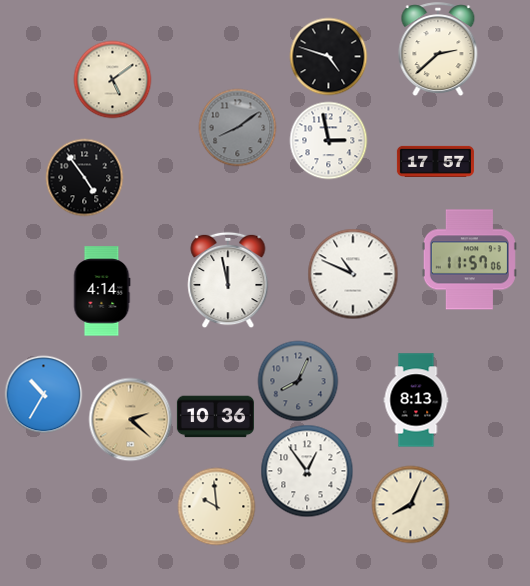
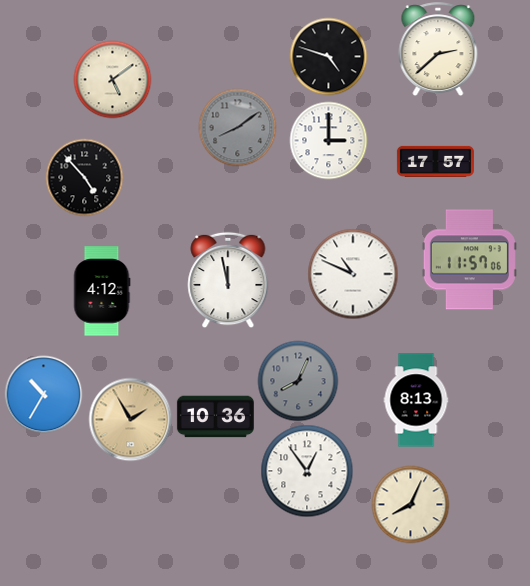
clock at (328, 140): 2:58 -> 3:00
clock at (84, 177): 4:54 -> 4:53
clock at (102, 291): 4:14 -> 4:12
clock at (130, 419): 2:22 -> 1:55
clock at (216, 506): 9:59 -> none
